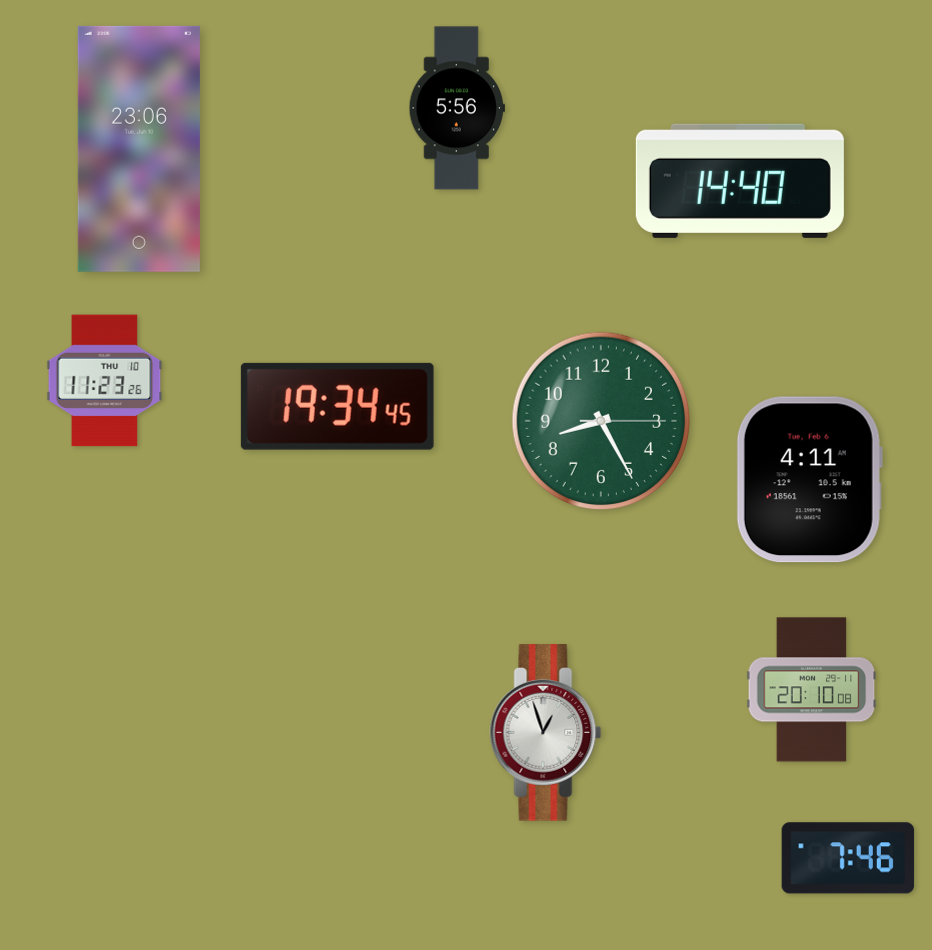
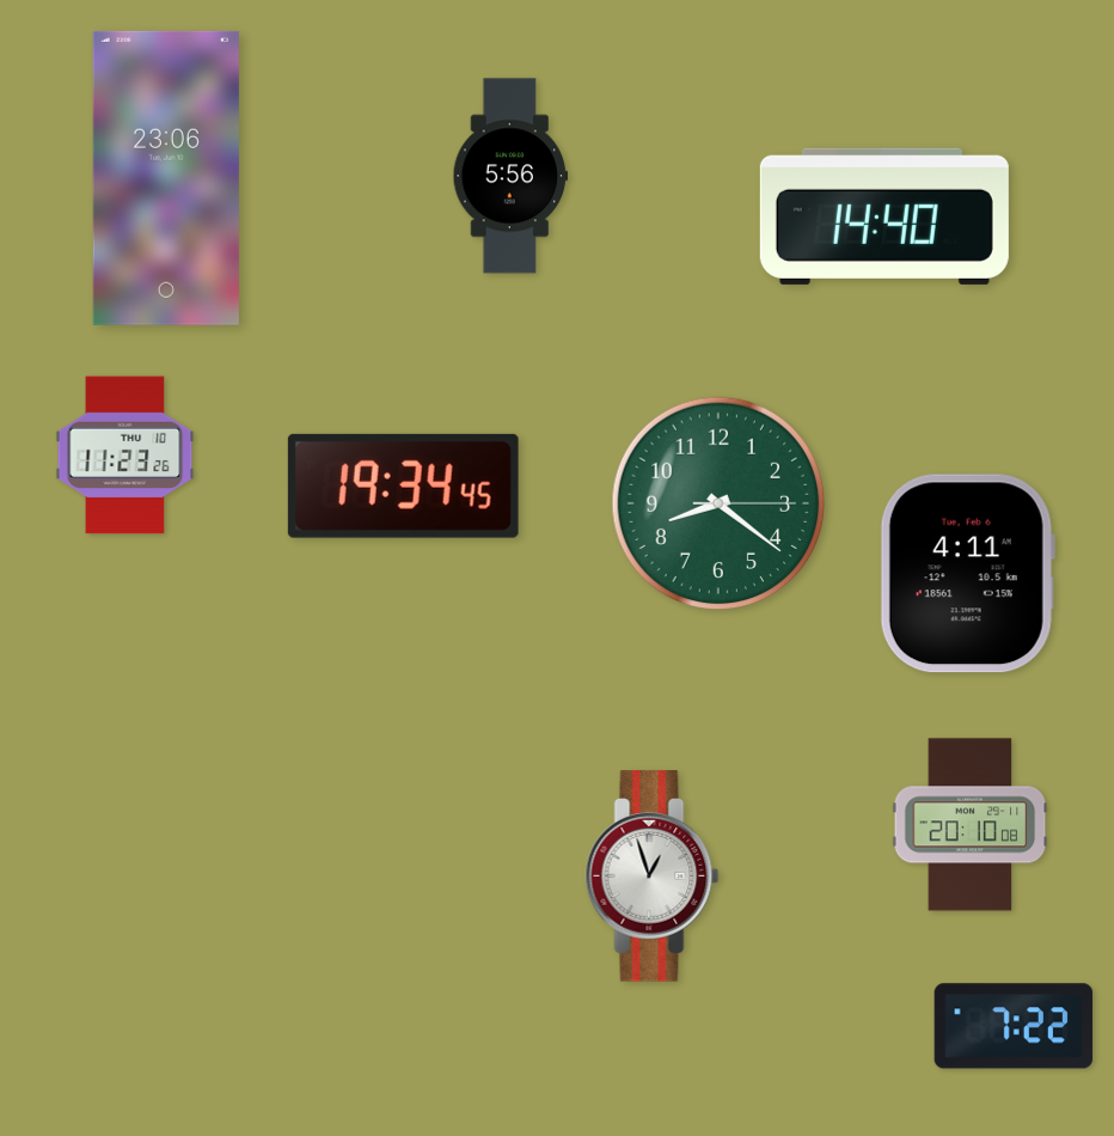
clock at (456, 108) position: (456, 108) -> (509, 176)
clock at (601, 421): 8:25 -> 8:21
clock at (848, 858): 7:46 -> 7:22
